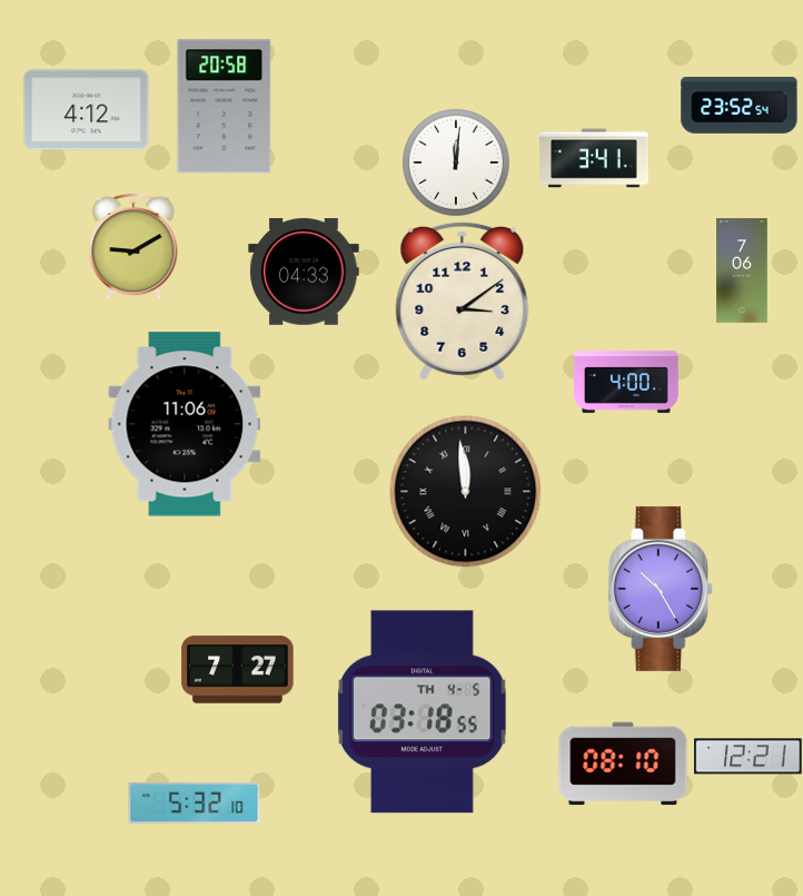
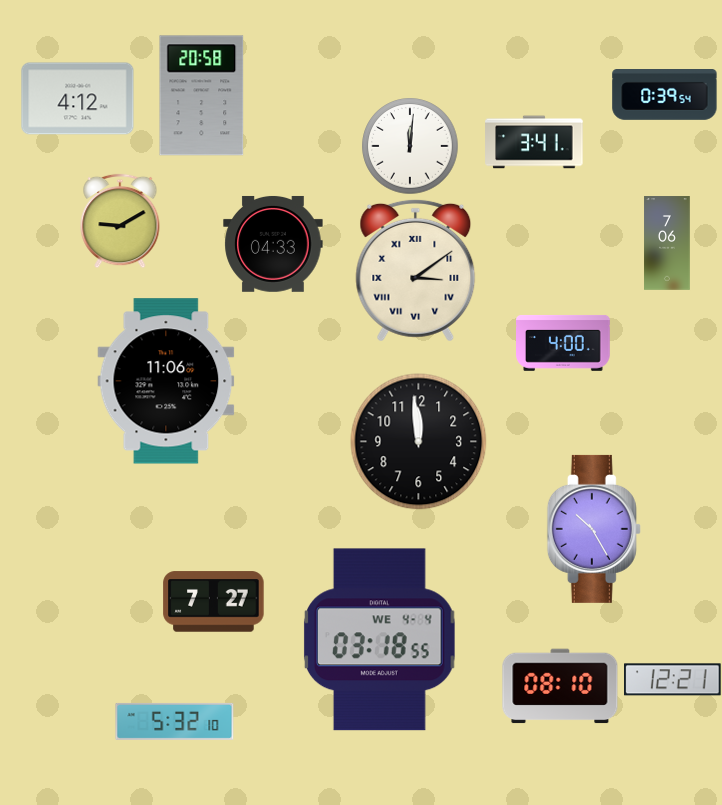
clock at (740, 106): 23:52 -> 0:39
clock at (463, 301) numerals: Arabic -> Roman
clock at (466, 492) numerals: Roman -> Arabic
clock at (422, 712) date: TH 4-5 -> WE 4-4
